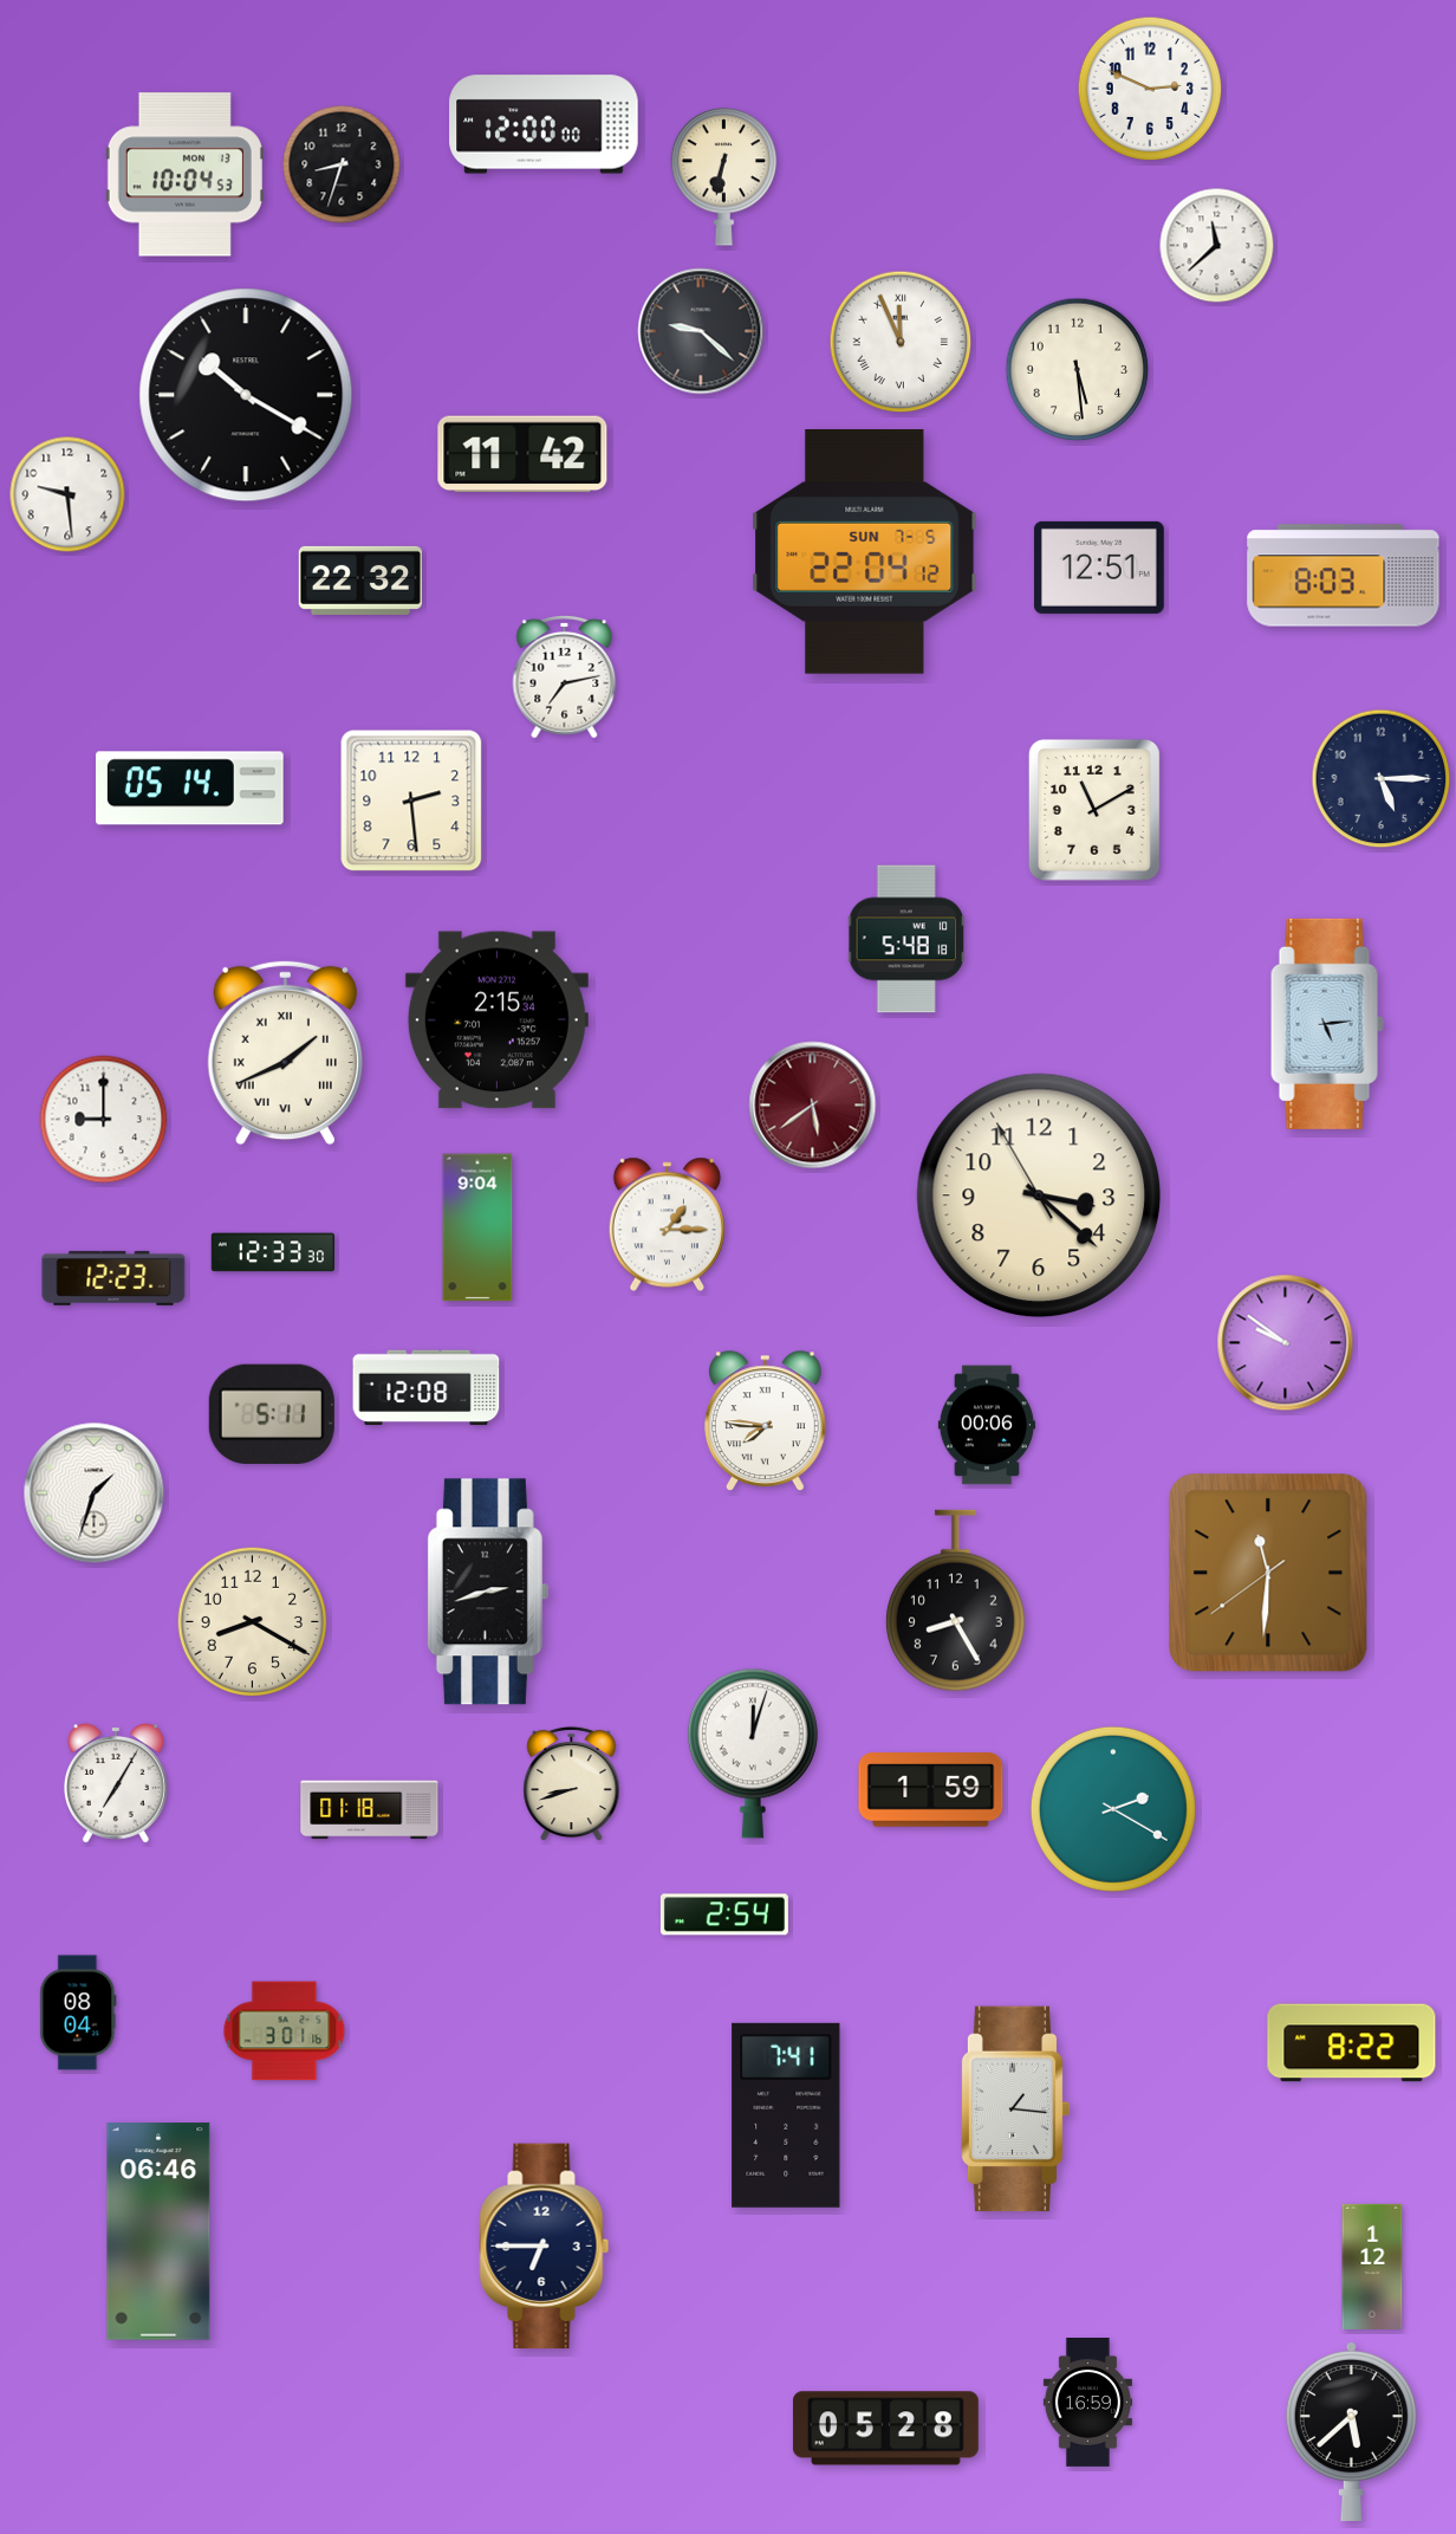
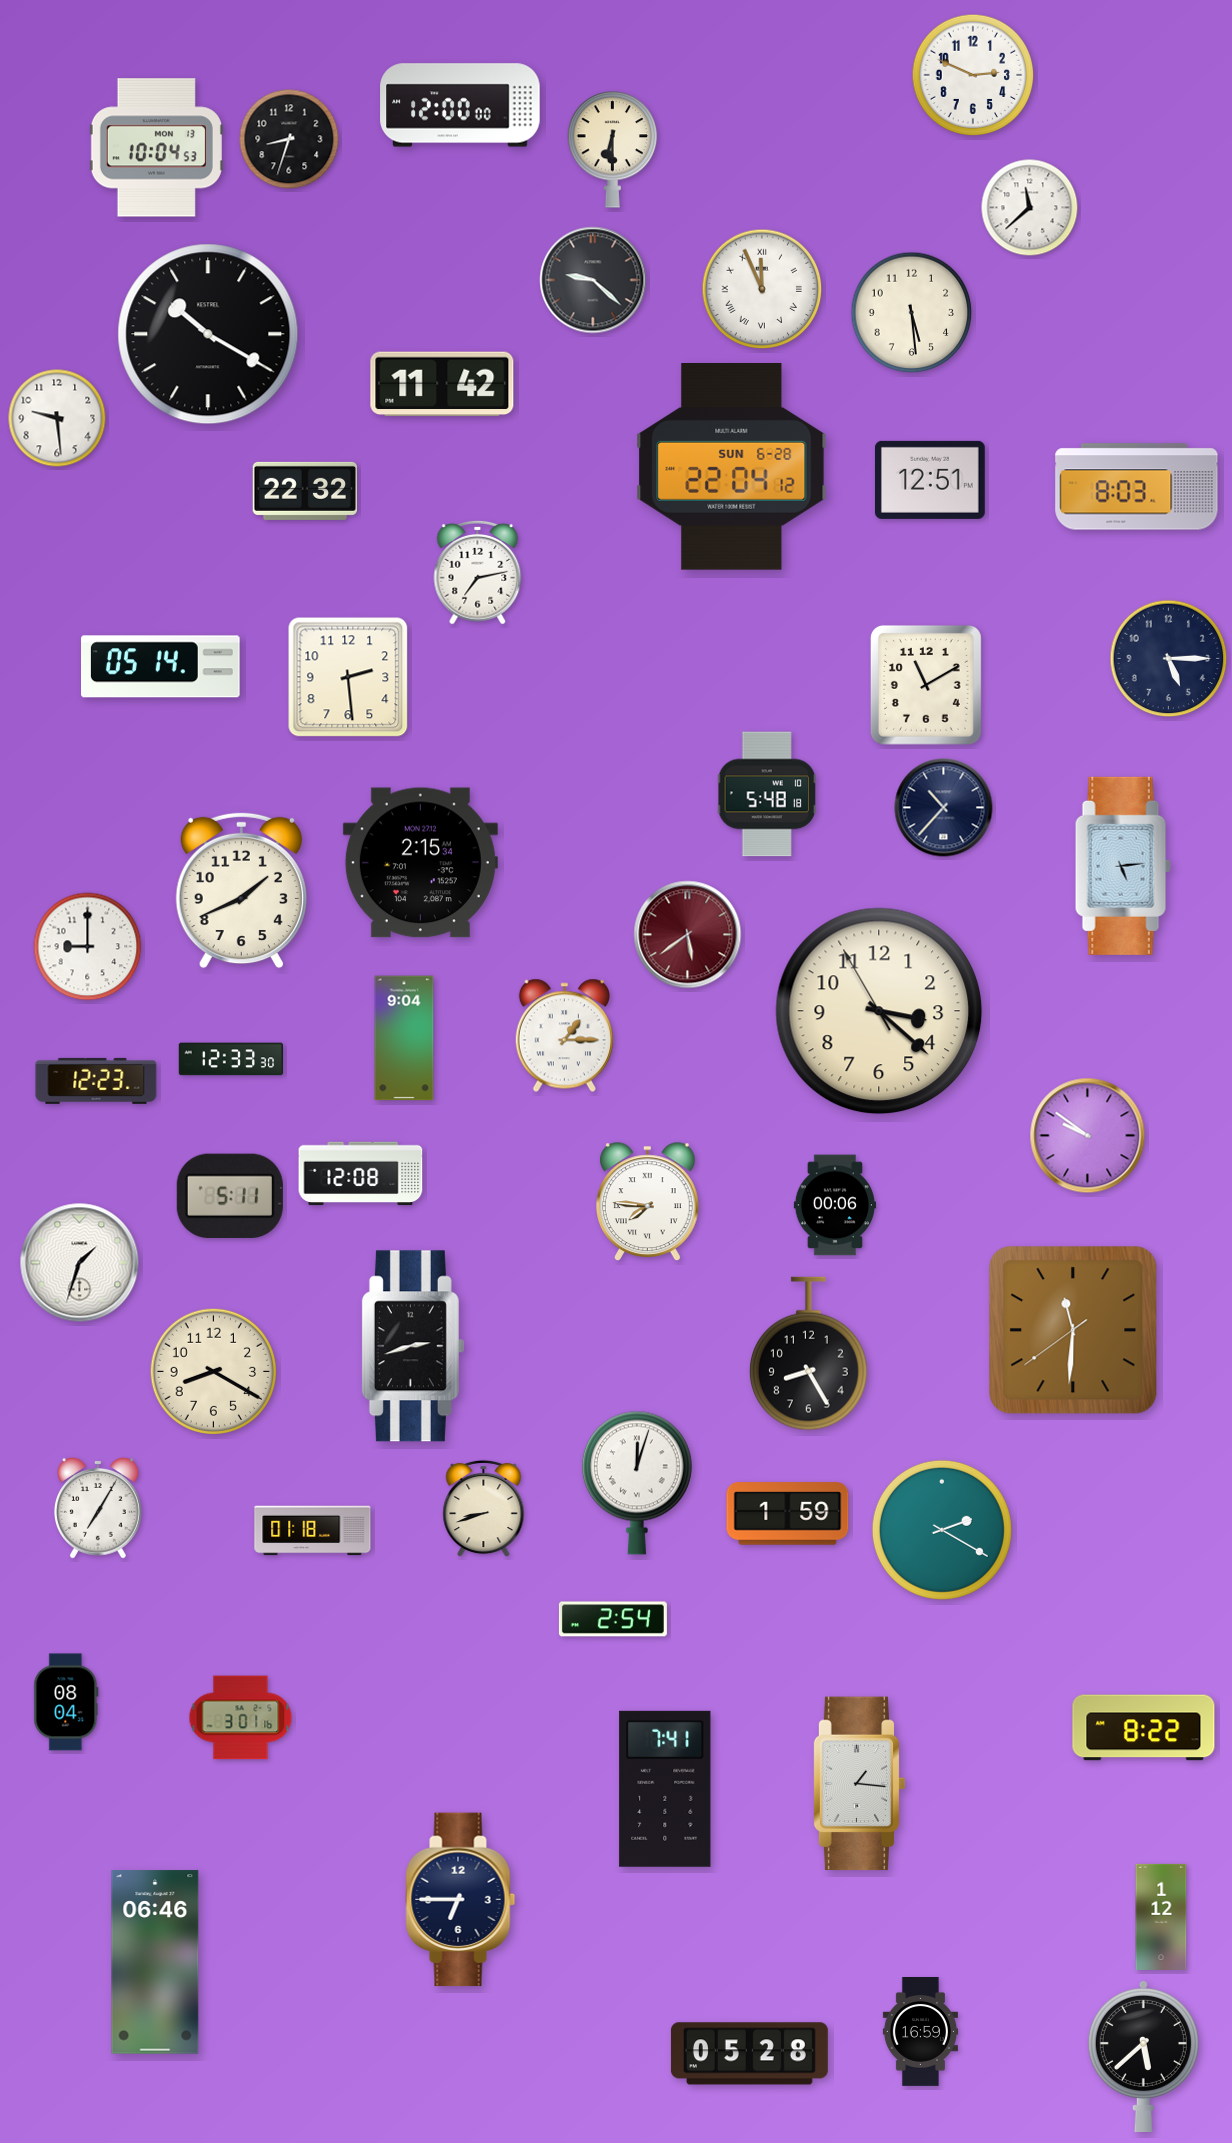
clock at (724, 177): 6:32 -> 6:30
clock at (865, 552) date: SUN 7-5 -> SUN 6-28
clock at (944, 808): none -> 10:37
clock at (285, 1054) numerals: Roman -> Arabic
clock at (158, 2231) position: (158, 2231) -> (155, 1962)
